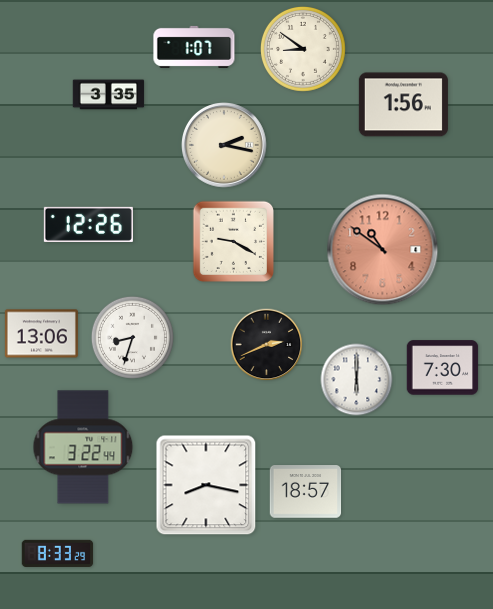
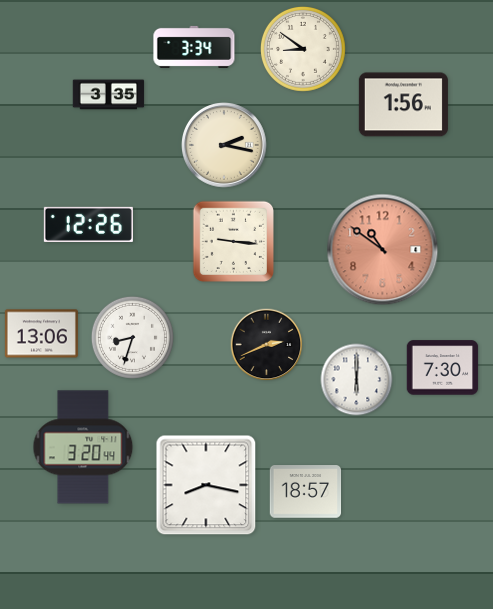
clock at (194, 47): 1:07 -> 3:34
clock at (233, 241): 9:20 -> 9:16
clock at (83, 447): 3:22 -> 3:20
clock at (58, 553): 8:33 -> none
